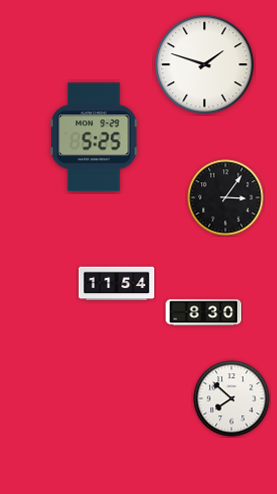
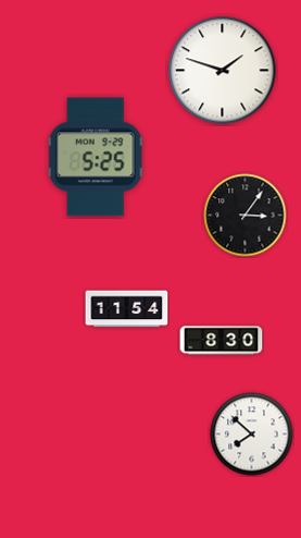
clock at (94, 137) position: (94, 137) -> (96, 157)
